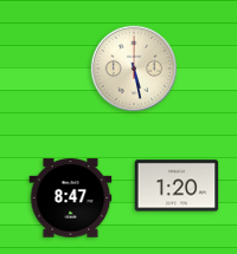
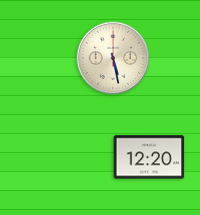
clock at (177, 185): 1:20 -> 12:20
clock at (71, 198): 8:47 -> none
